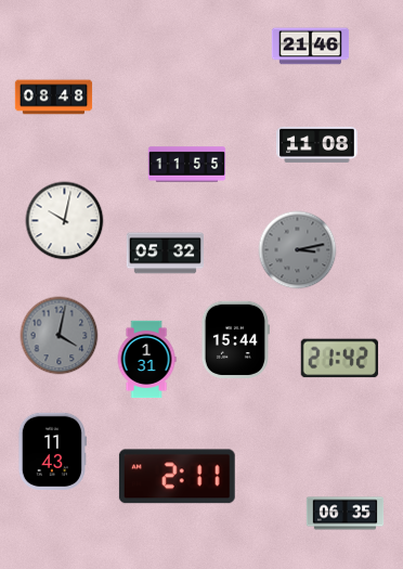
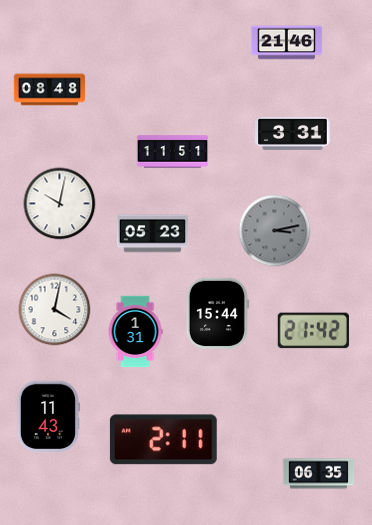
clock at (317, 144): 11:08 -> 3:31
clock at (187, 165): 11:55 -> 11:51
clock at (165, 254): 05:32 -> 05:23
clock at (60, 336) dial: grey -> white
